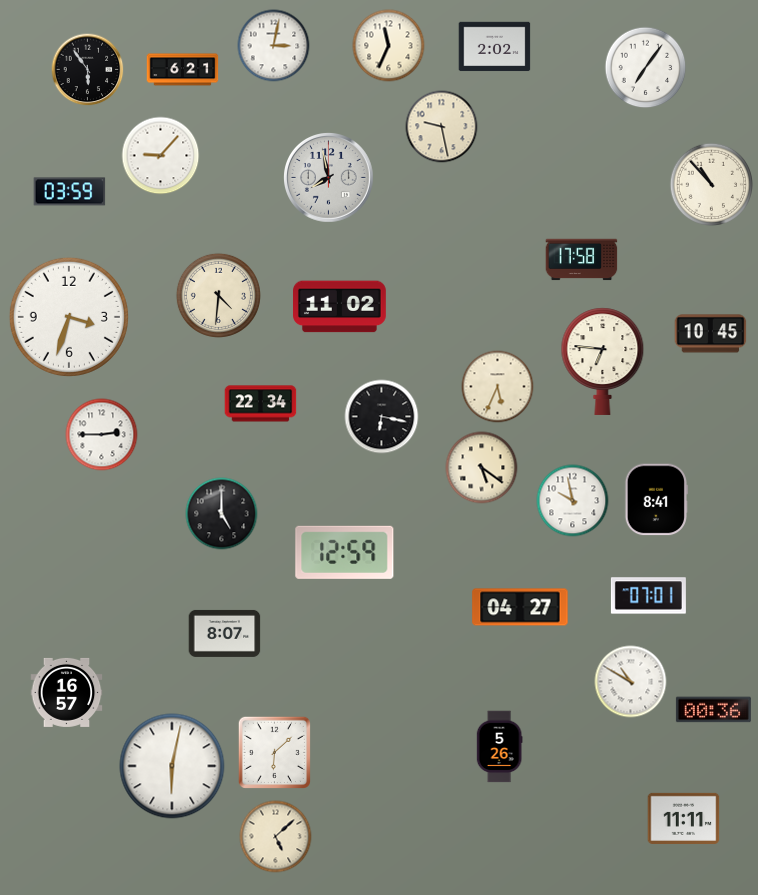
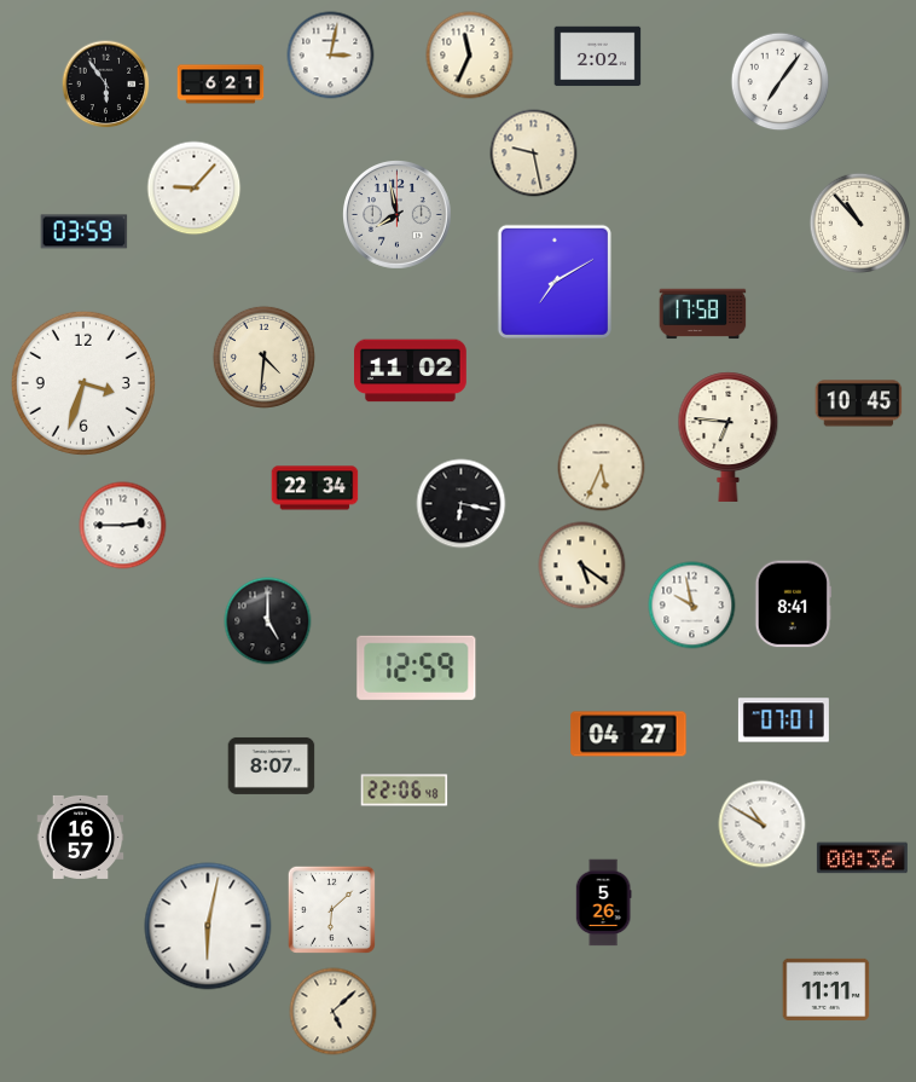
clock at (555, 282): none -> 7:10
clock at (405, 791): none -> 22:06
